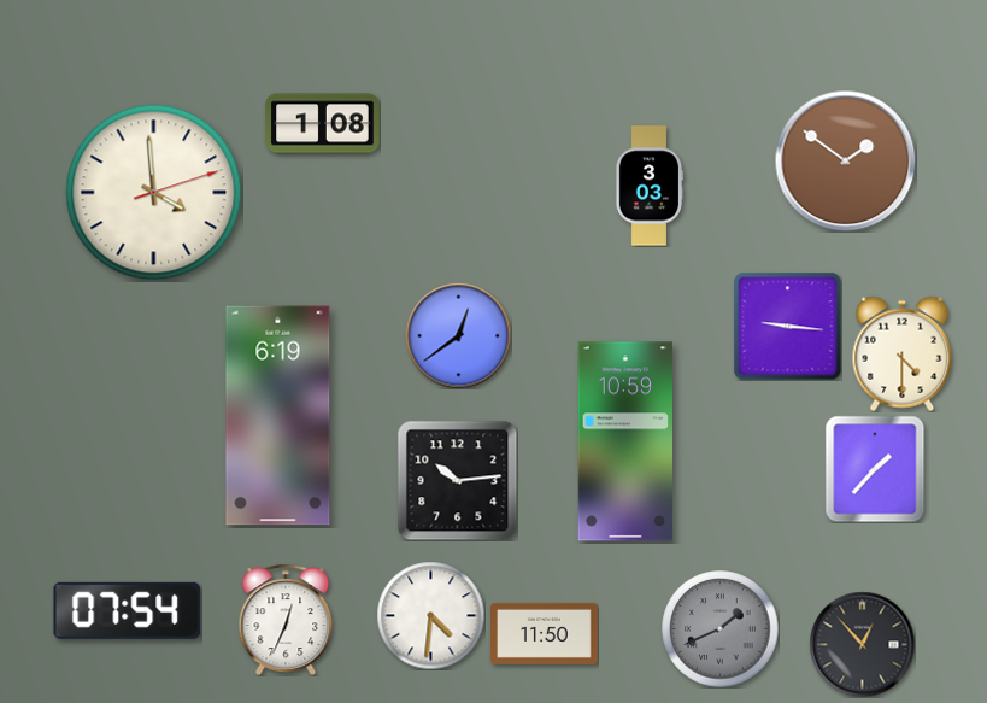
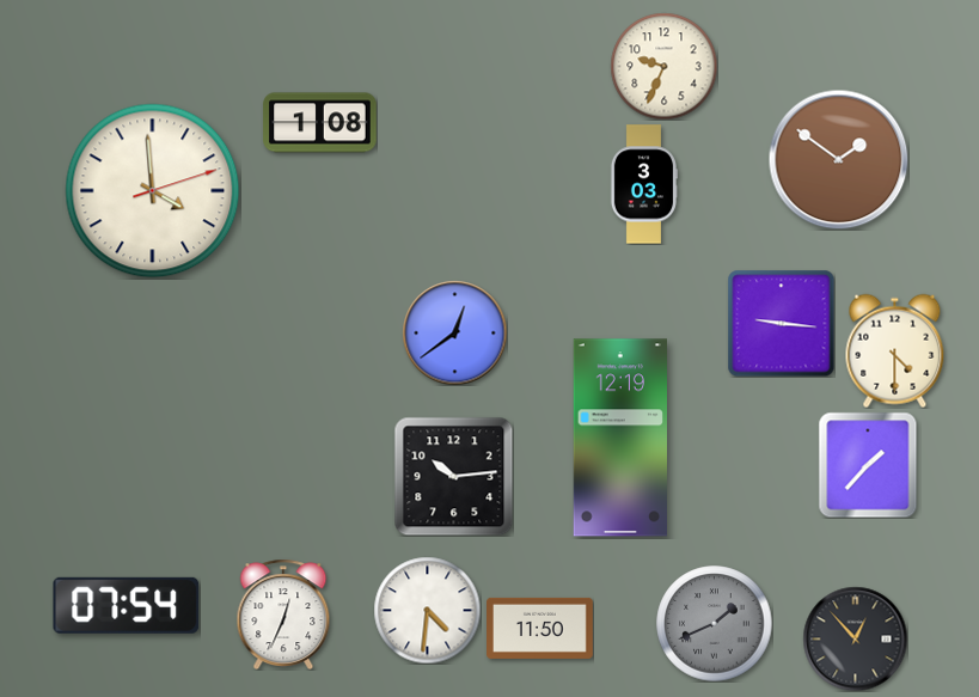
clock at (663, 66): none -> 9:34
clock at (278, 416): 6:19 -> none
clock at (624, 441): 10:59 -> 12:19
